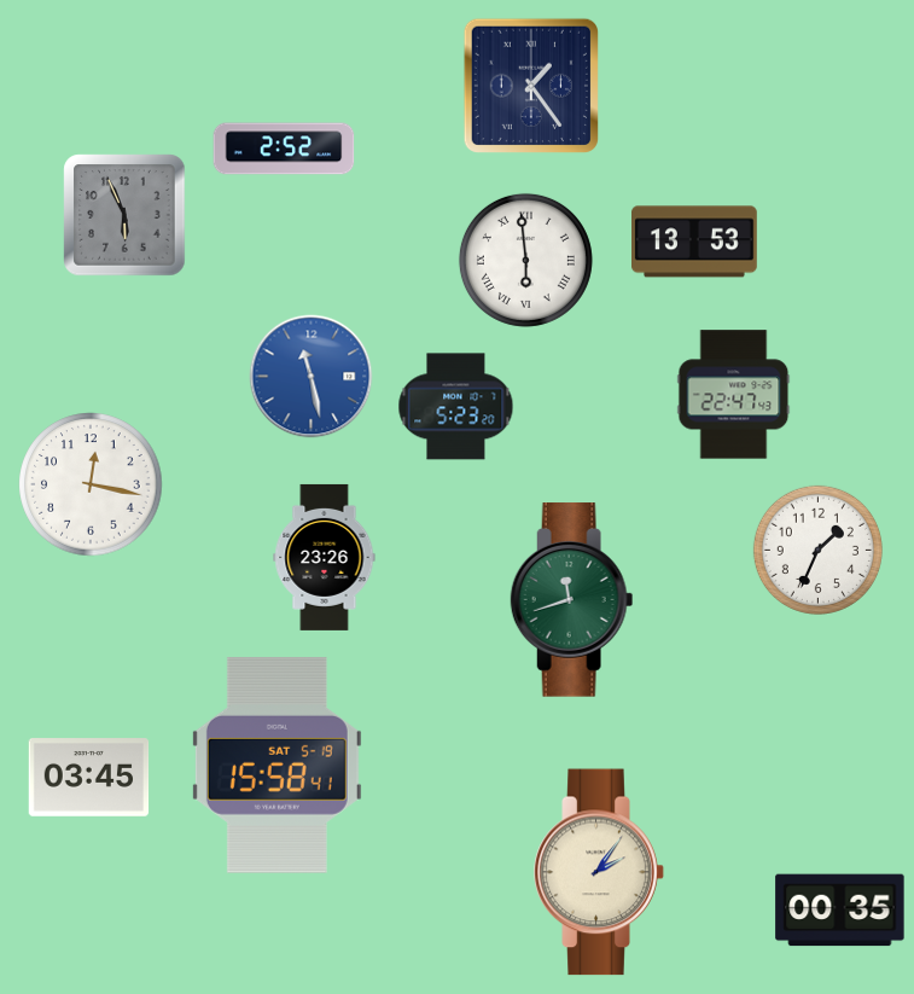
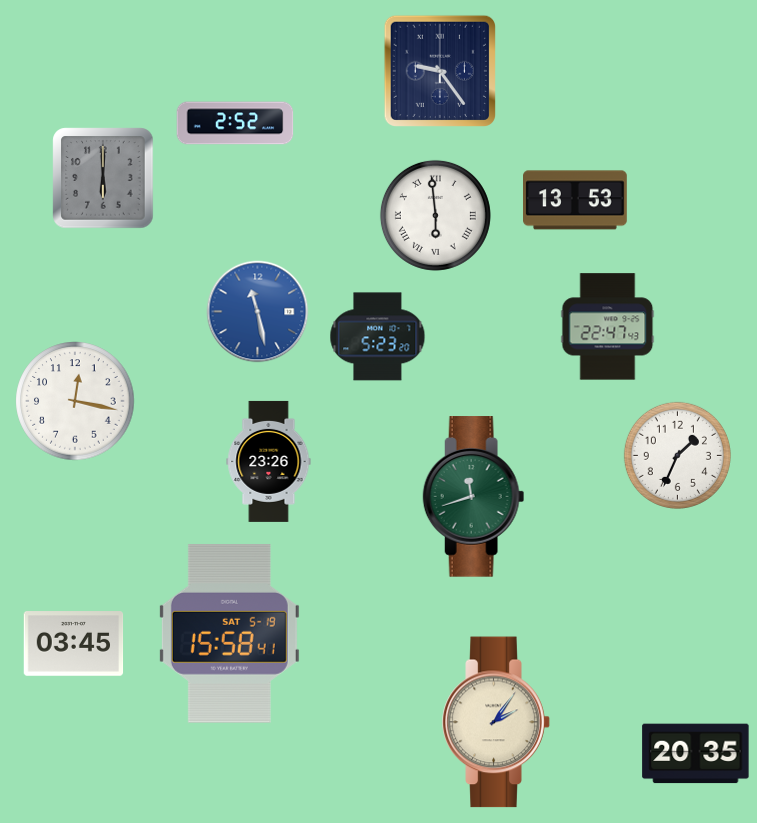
clock at (530, 85): 1:24 -> 9:24
clock at (124, 215): 5:56 -> 6:00
clock at (840, 911): 00:35 -> 20:35
